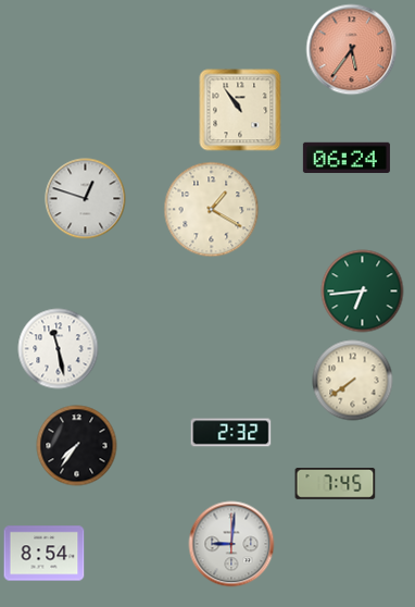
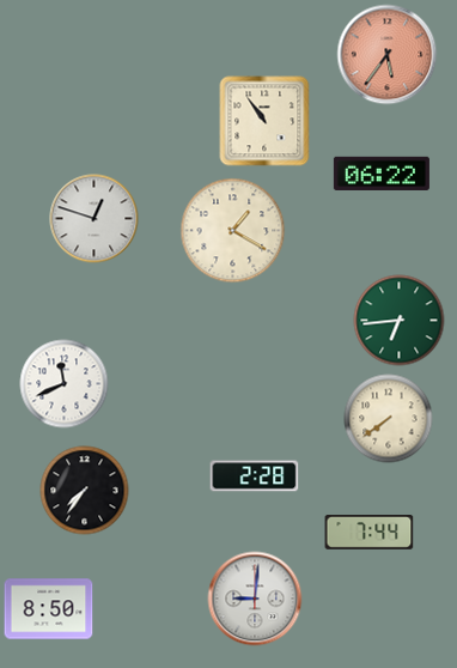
clock at (347, 158): 06:24 -> 06:22
clock at (59, 349): 11:28 -> 11:41
clock at (231, 433): 2:32 -> 2:28
clock at (336, 484): 7:45 -> 7:44
clock at (45, 554): 8:54 -> 8:50
